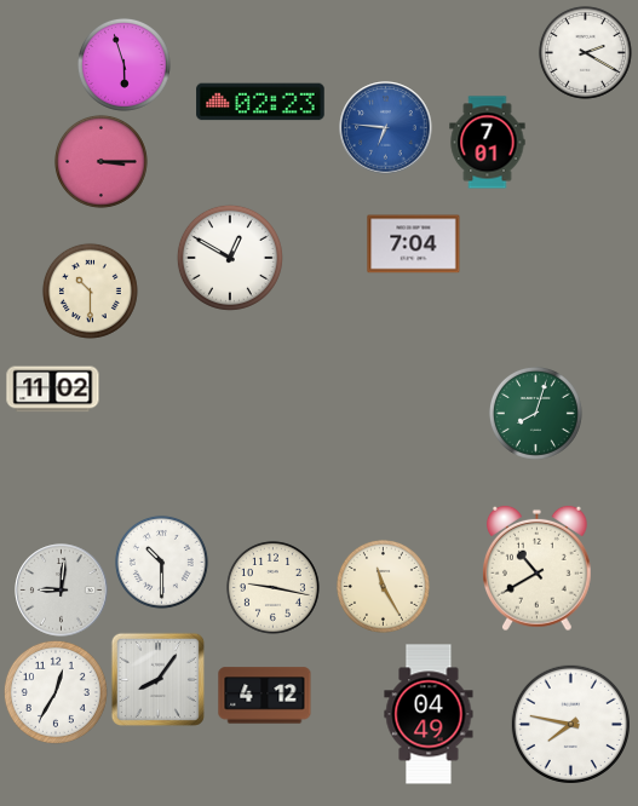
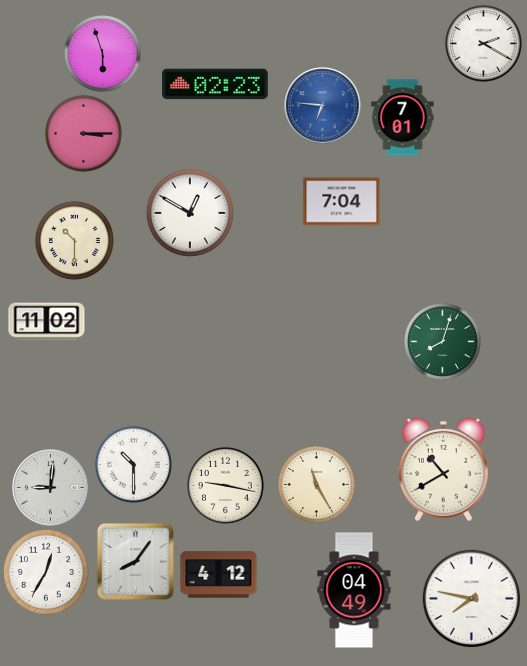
clock at (386, 128) position: (386, 128) -> (323, 106)
clock at (53, 390) position: (53, 390) -> (47, 322)
clock at (157, 679) position: (157, 679) -> (135, 561)
